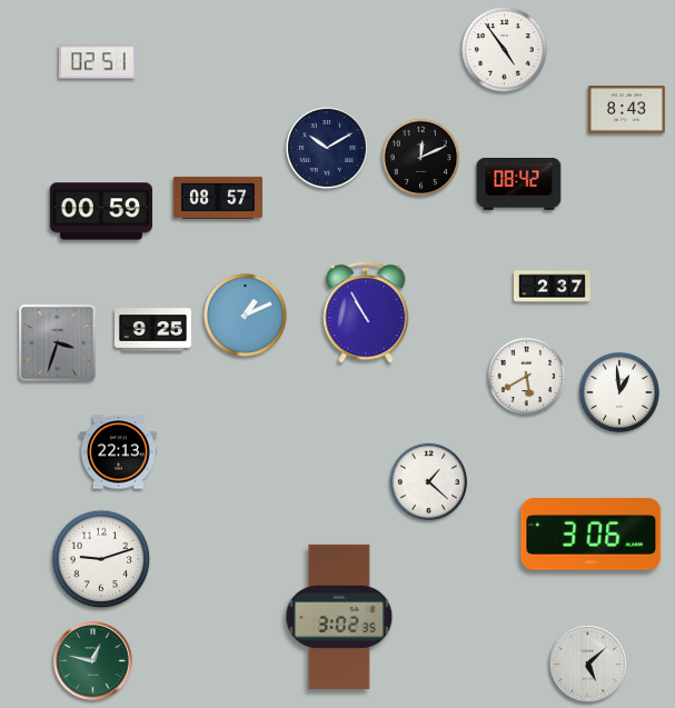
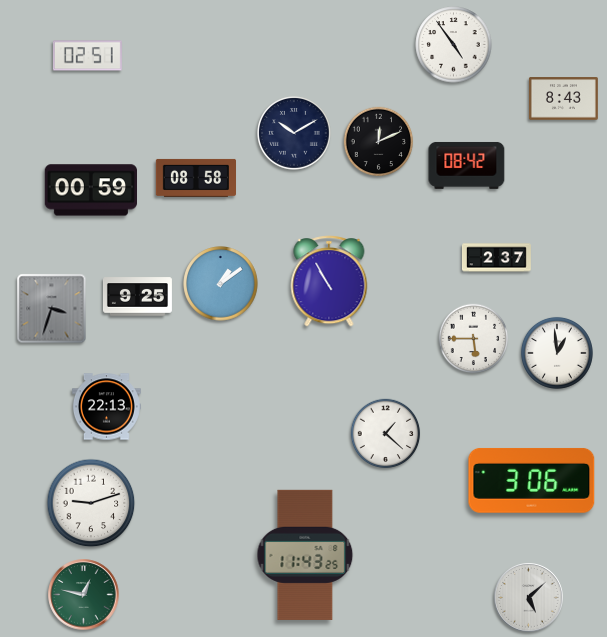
clock at (217, 198): 08:57 -> 08:58
clock at (246, 316): 1:11 -> 1:09
clock at (527, 377): 5:40 -> 5:45
clock at (339, 617): 3:02 -> 11:43
